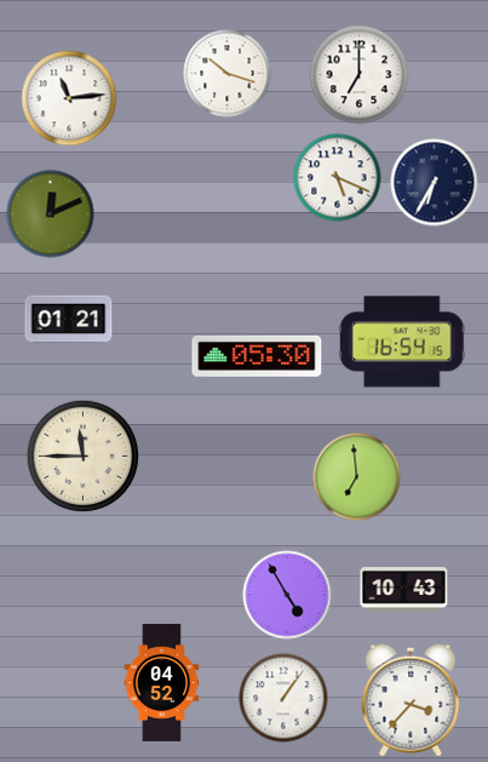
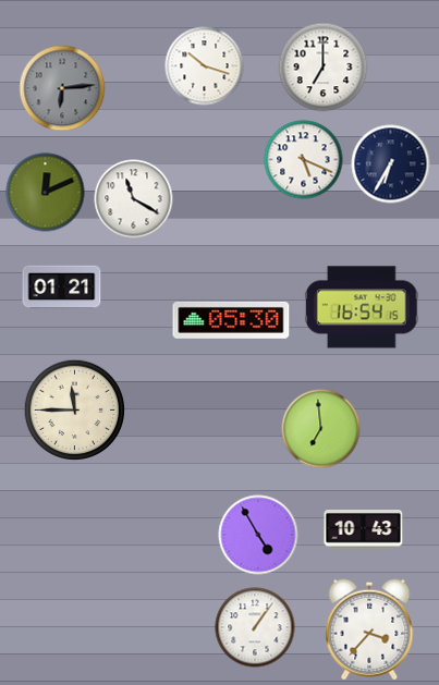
clock at (69, 98): 11:14 -> 6:14
clock at (69, 98) dial: white -> grey
clock at (134, 199): none -> 11:20
clock at (162, 682): 04:52 -> none
